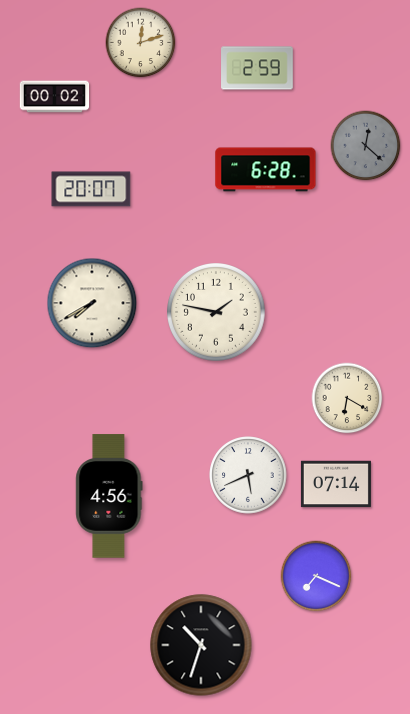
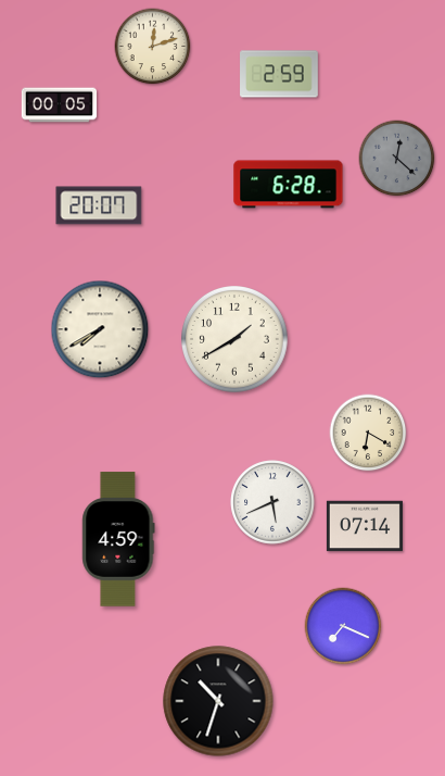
clock at (55, 97): 00:02 -> 00:05
clock at (217, 313): 1:47 -> 1:40
clock at (347, 398) position: (347, 398) -> (368, 433)
clock at (248, 475) position: (248, 475) -> (272, 502)
clock at (109, 496): 4:56 -> 4:59
